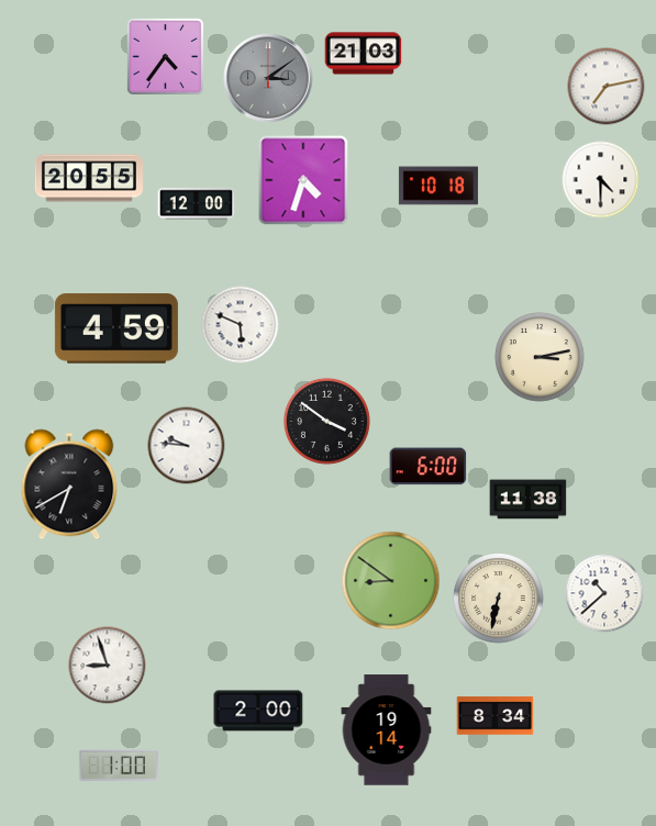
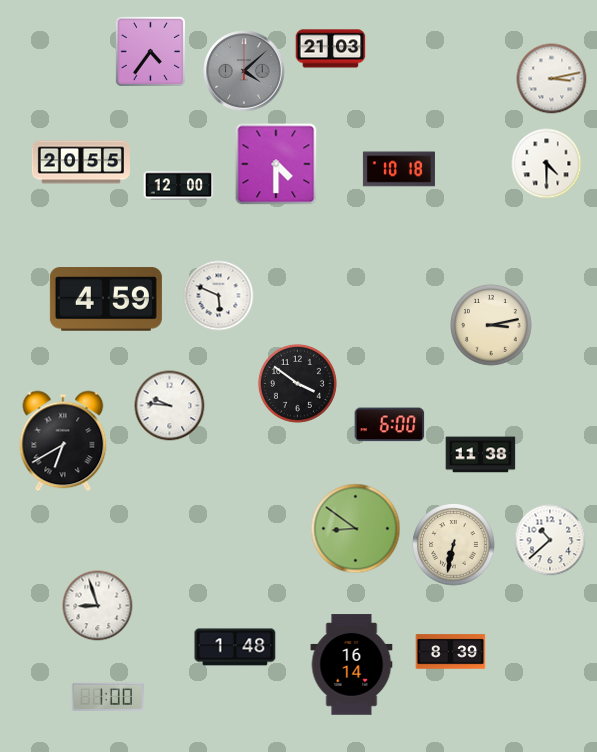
clock at (268, 78): 3:09 -> 4:08
clock at (607, 87): 7:13 -> 3:13
clock at (303, 180): 4:33 -> 4:30
clock at (258, 711): 2:00 -> 1:48
clock at (496, 716): 8:34 -> 8:39
clock at (387, 730): 19:14 -> 16:14
